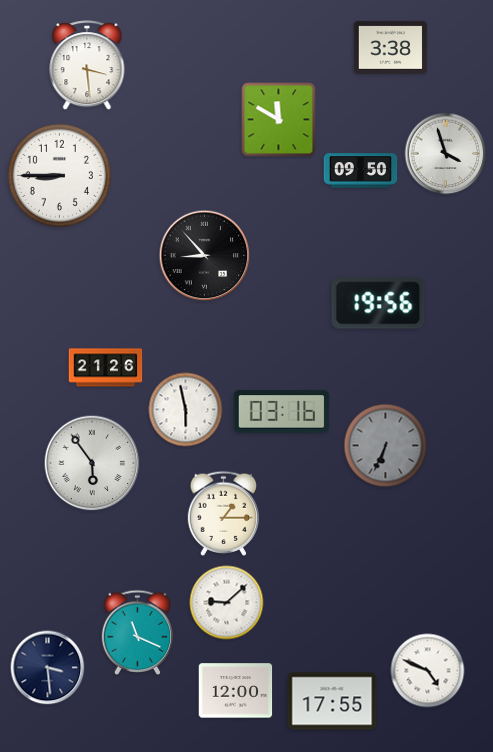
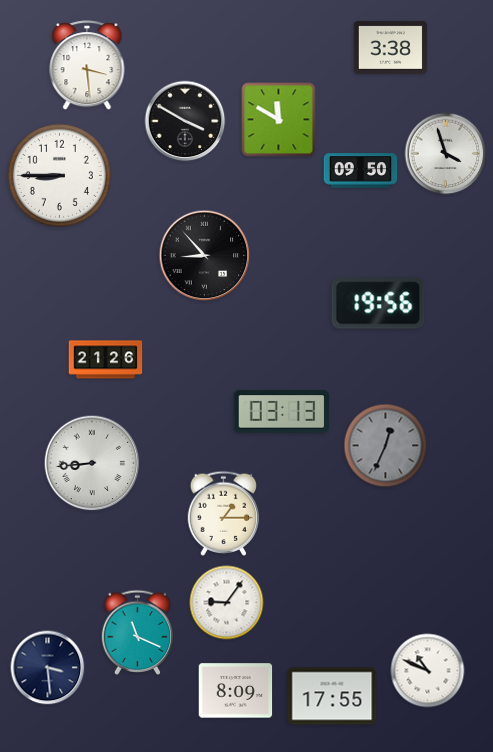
clock at (185, 121): none -> 3:50
clock at (106, 368) position: (106, 368) -> (106, 360)
clock at (186, 410): 5:58 -> none
clock at (282, 412): 03:16 -> 03:13
clock at (386, 446): 6:34 -> 12:34
clock at (92, 463): 5:54 -> 8:44
clock at (227, 603): 9:08 -> 9:06
clock at (428, 671): 4:49 -> 10:49
clock at (236, 691): 12:00 -> 8:09
clock at (332, 701) position: (332, 701) -> (332, 696)
